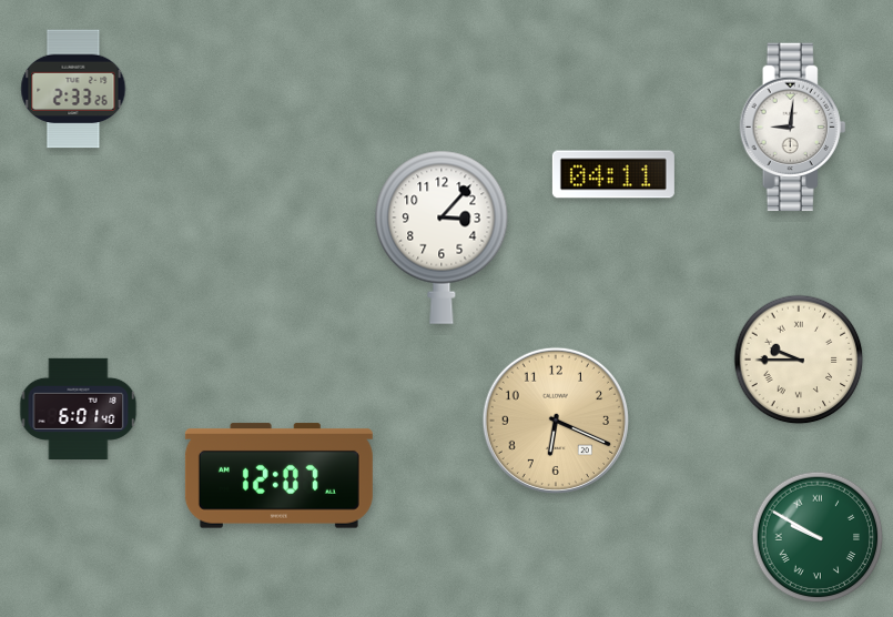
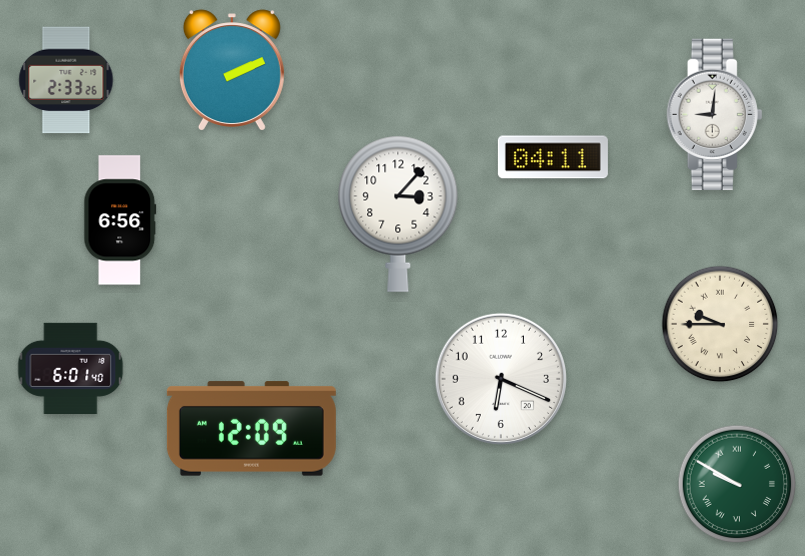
clock at (232, 70): none -> 2:11
clock at (120, 220): none -> 6:56
clock at (556, 421) dial: champagne -> white
clock at (278, 476): 12:07 -> 12:09
